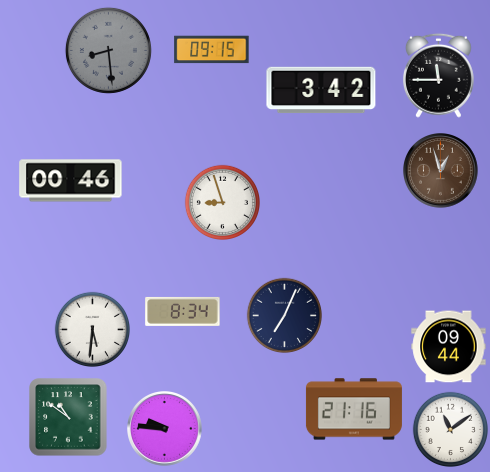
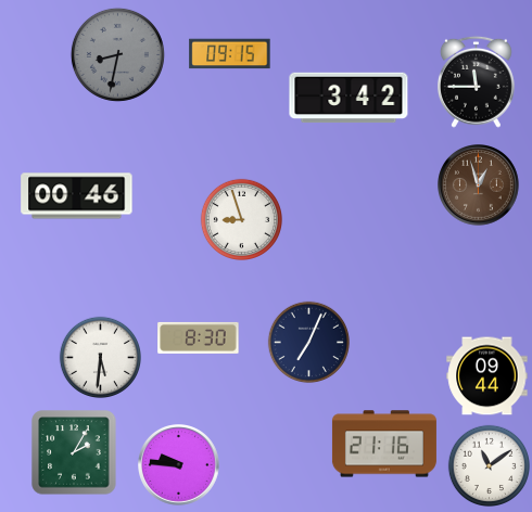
clock at (108, 50): 8:29 -> 8:32
clock at (183, 311): 8:34 -> 8:30
clock at (68, 417): 10:51 -> 2:05
